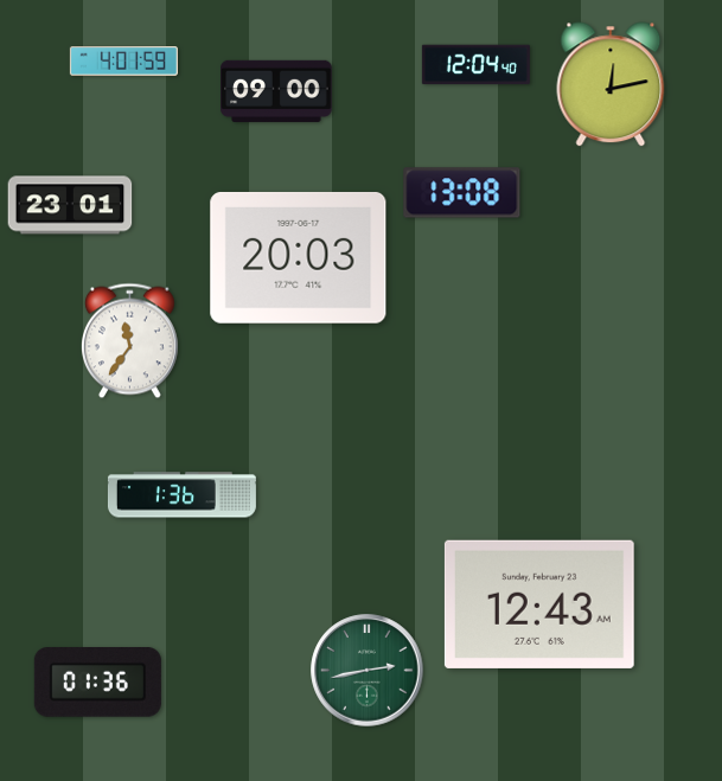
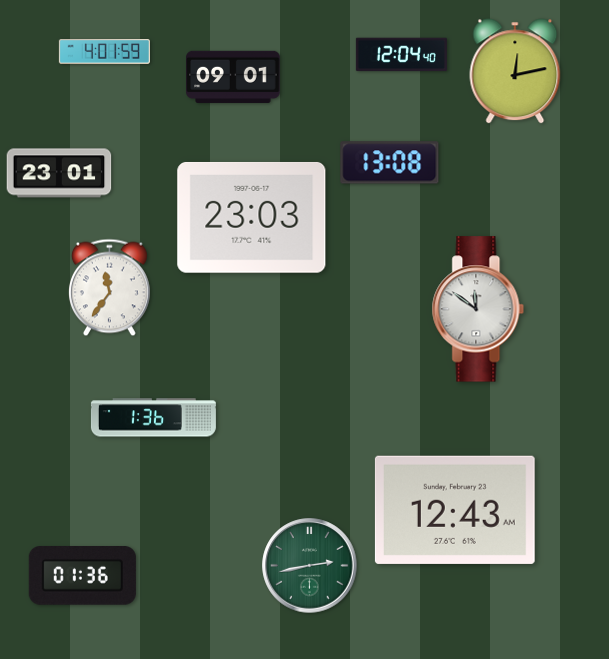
clock at (276, 91): 09:00 -> 09:01
clock at (299, 258): 20:03 -> 23:03
clock at (478, 309): none -> 11:51
